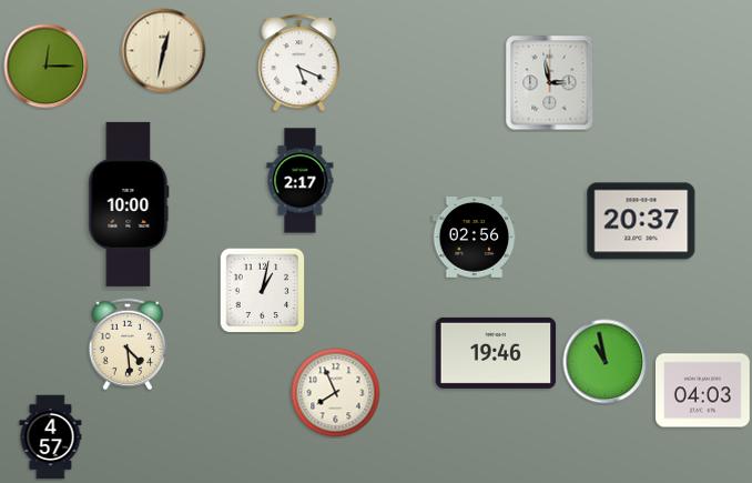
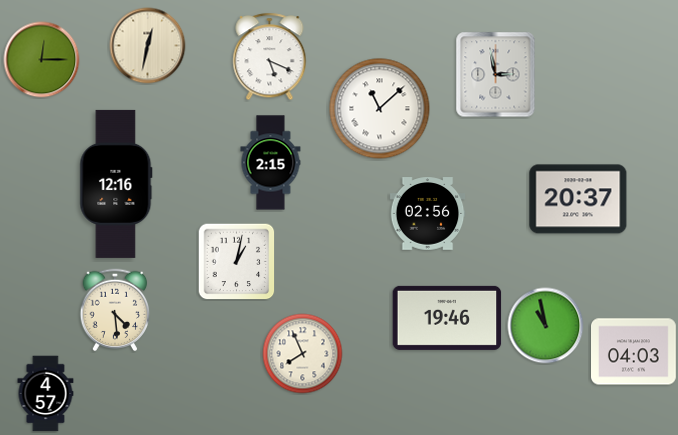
clock at (380, 109): none -> 11:08
clock at (301, 181): 2:17 -> 2:15
clock at (129, 204): 10:00 -> 12:16
